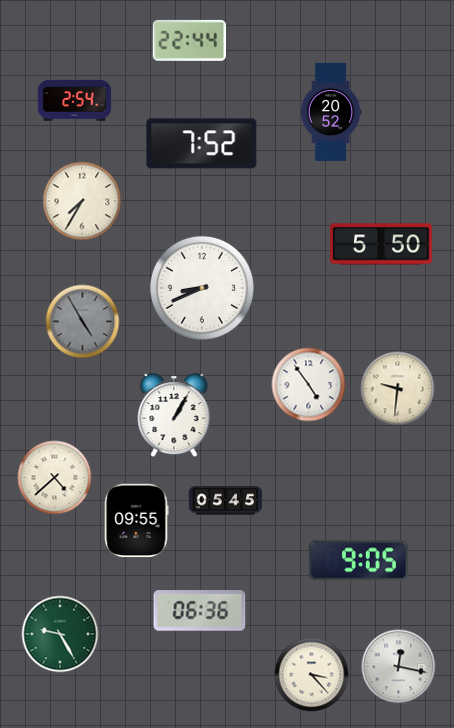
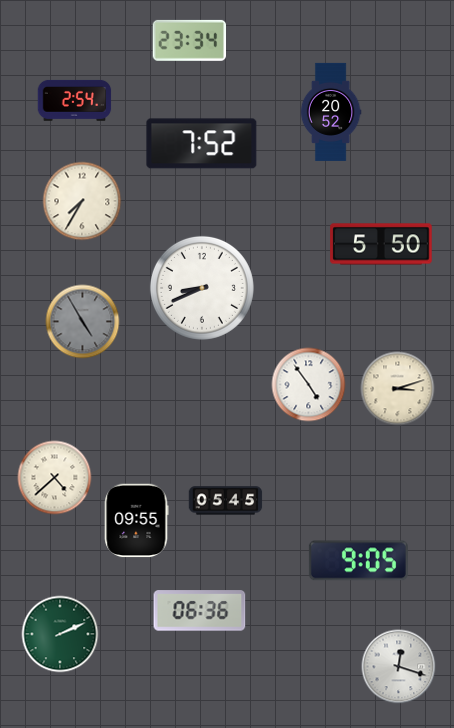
clock at (189, 40): 22:44 -> 23:34
clock at (398, 389): 9:31 -> 3:12
clock at (174, 416): 1:05 -> none
clock at (60, 634): 9:25 -> 2:11
clock at (399, 667): 12:17 -> 12:18
clock at (312, 675): 3:23 -> none
